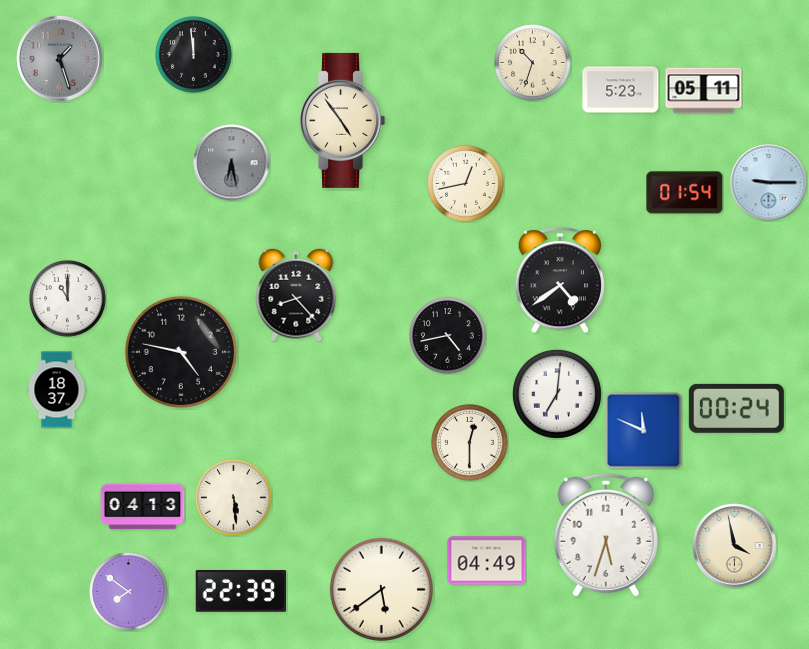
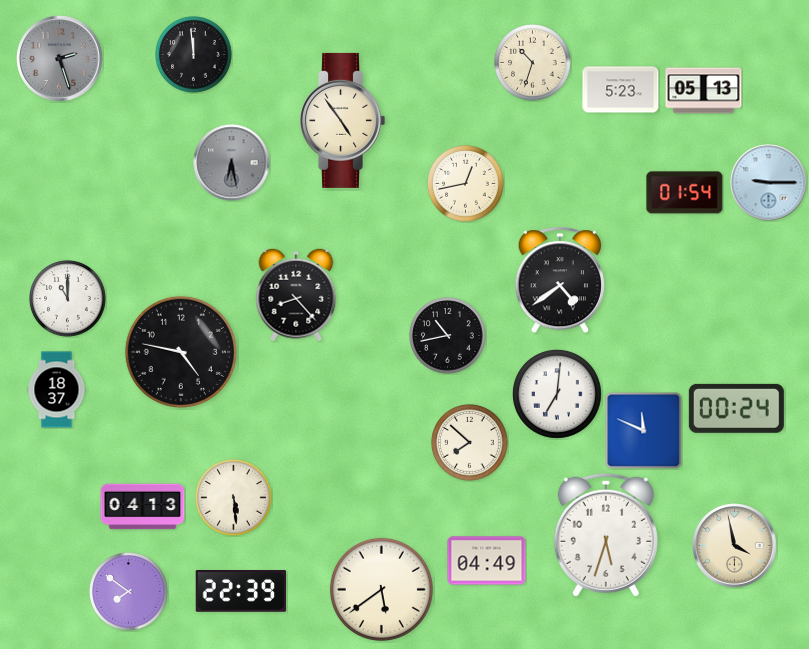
clock at (60, 59): 1:27 -> 2:27
clock at (704, 91): 05:11 -> 05:13
clock at (448, 336): 4:43 -> 10:43
clock at (470, 443): 12:30 -> 7:52
